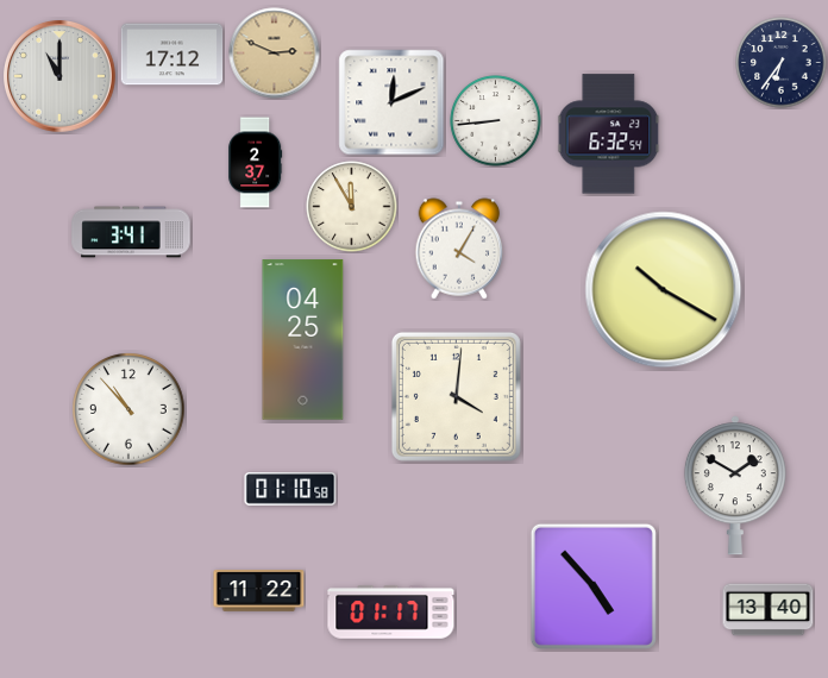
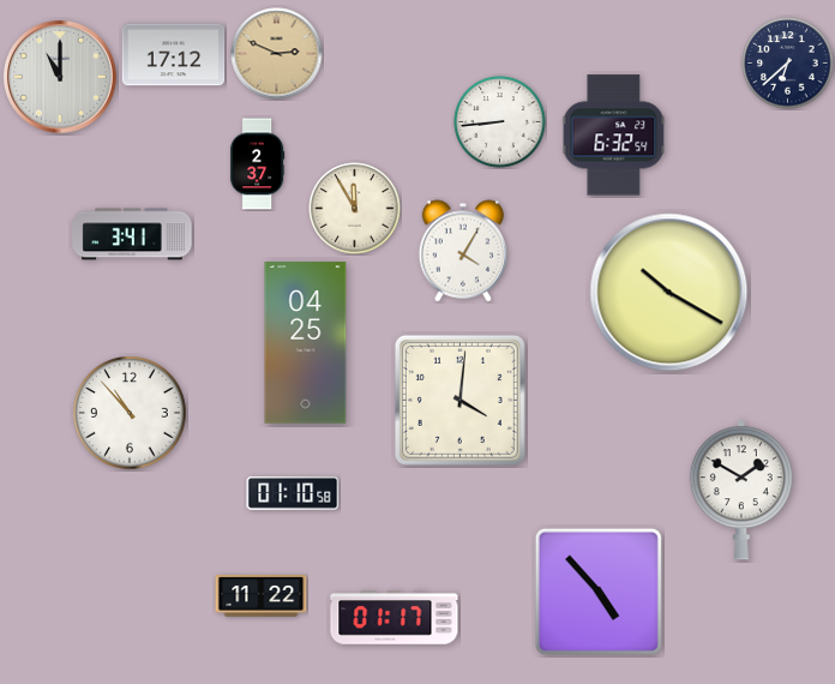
clock at (782, 63): 6:36 -> 6:38
clock at (391, 102): 12:11 -> none
clock at (769, 610): 13:40 -> none
